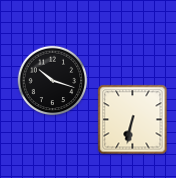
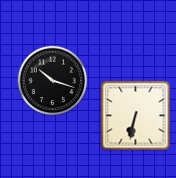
clock at (133, 120) position: (133, 120) -> (136, 116)
